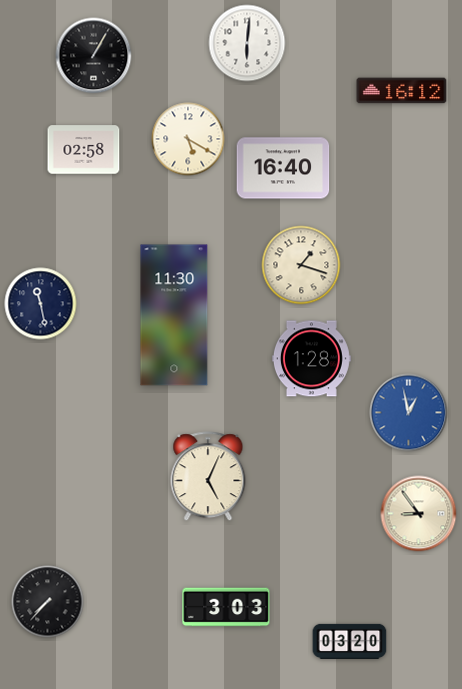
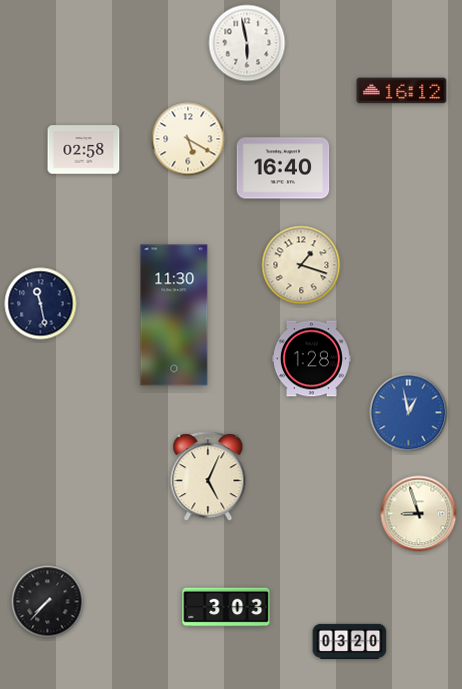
clock at (247, 43): 6:01 -> 5:58
clock at (94, 56): 1:05 -> none
clock at (419, 514): 8:54 -> 8:57
